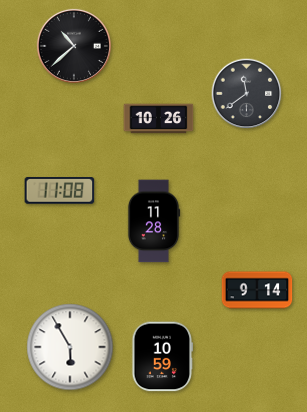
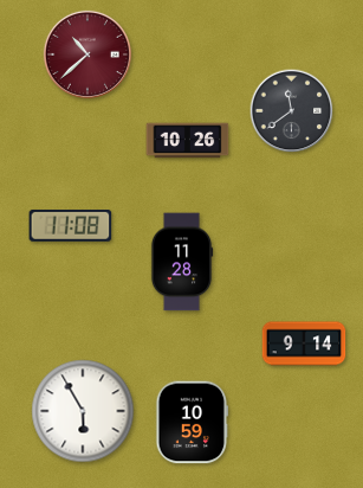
clock at (74, 46) dial: black -> burgundy
